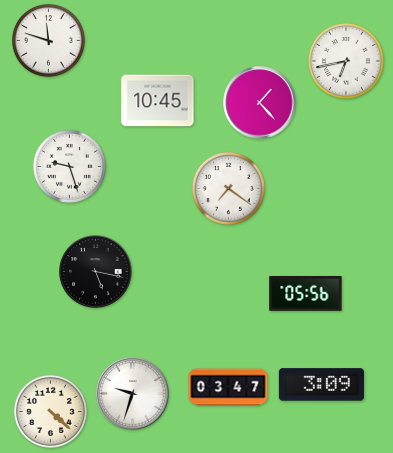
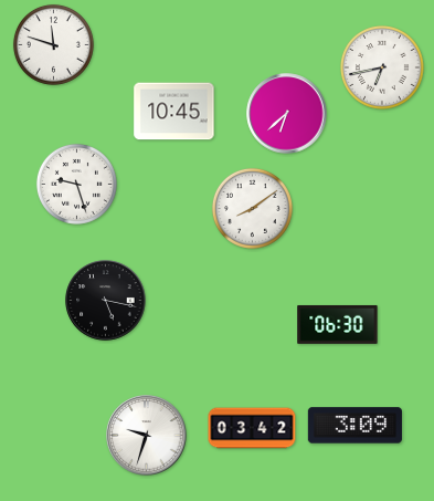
clock at (260, 103): 1:23 -> 6:38
clock at (228, 188): 7:21 -> 8:09
clock at (306, 293): 05:56 -> 06:30
clock at (228, 387): 03:47 -> 03:42
clock at (50, 411): 4:22 -> none
